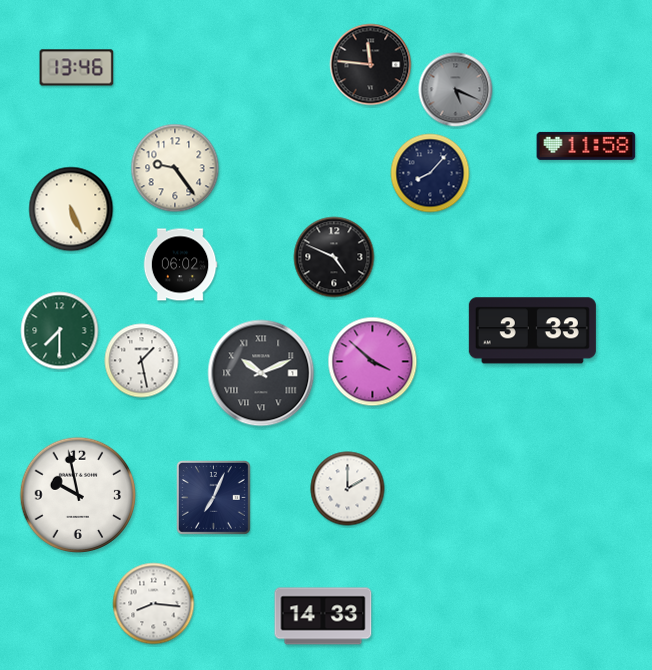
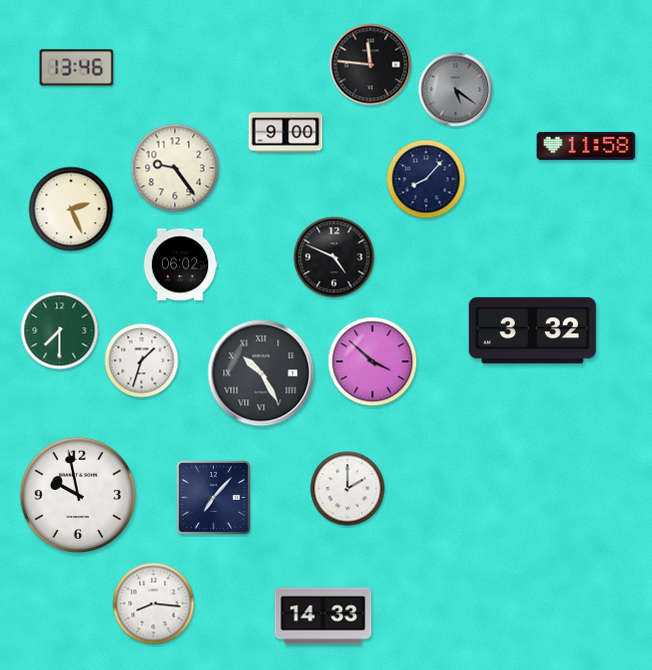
clock at (456, 90): 5:19 -> 5:21
clock at (286, 133): none -> 9:00
clock at (430, 173) position: (430, 173) -> (426, 179)
clock at (71, 209): 5:26 -> 2:26
clock at (532, 331): 3:33 -> 3:32
clock at (142, 361): 1:28 -> 1:33
clock at (261, 373): 10:11 -> 10:25
clock at (213, 497): 7:04 -> 7:07
